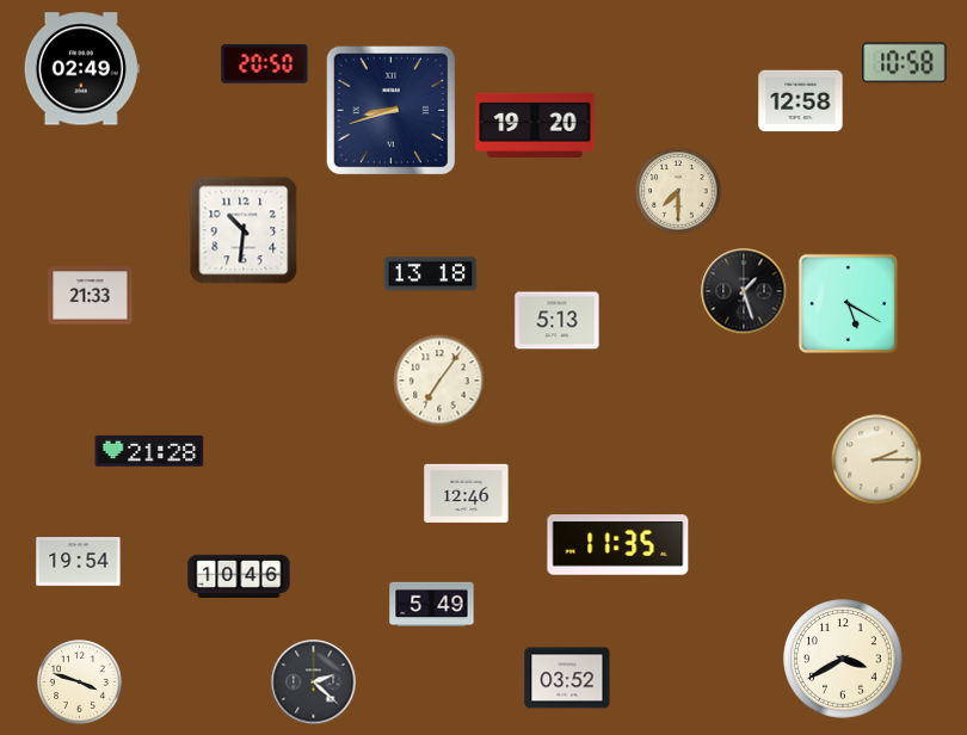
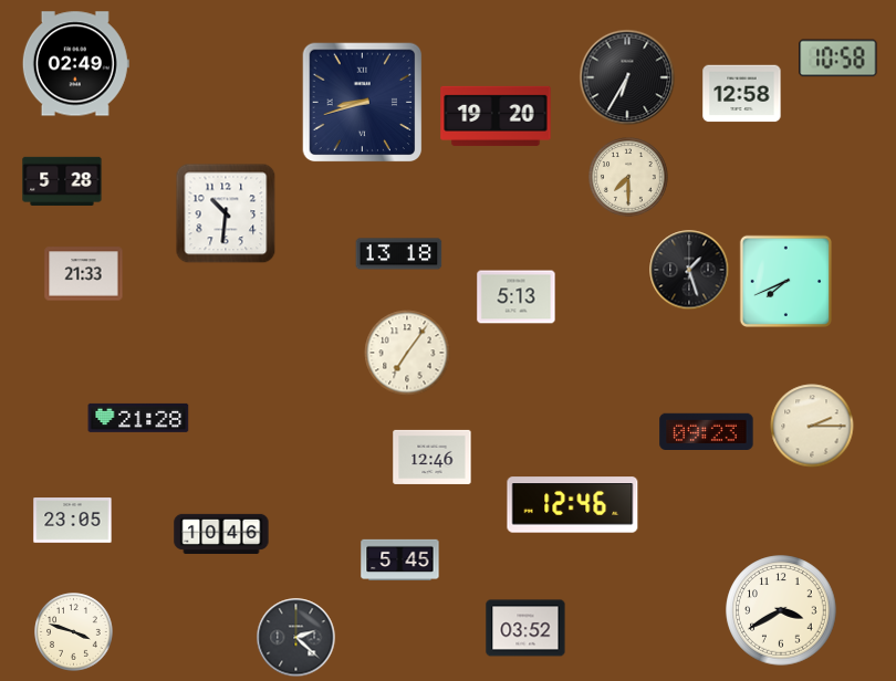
clock at (265, 64): 20:50 -> none
clock at (627, 77): none -> 6:35
clock at (62, 181): none -> 5:28
clock at (848, 303): 5:20 -> 7:41
clock at (707, 432): none -> 09:23
clock at (618, 545): 11:35 -> 12:46
clock at (79, 562): 19:54 -> 23:05
clock at (432, 604): 5:49 -> 5:45
clock at (314, 682) position: (314, 682) -> (296, 638)
